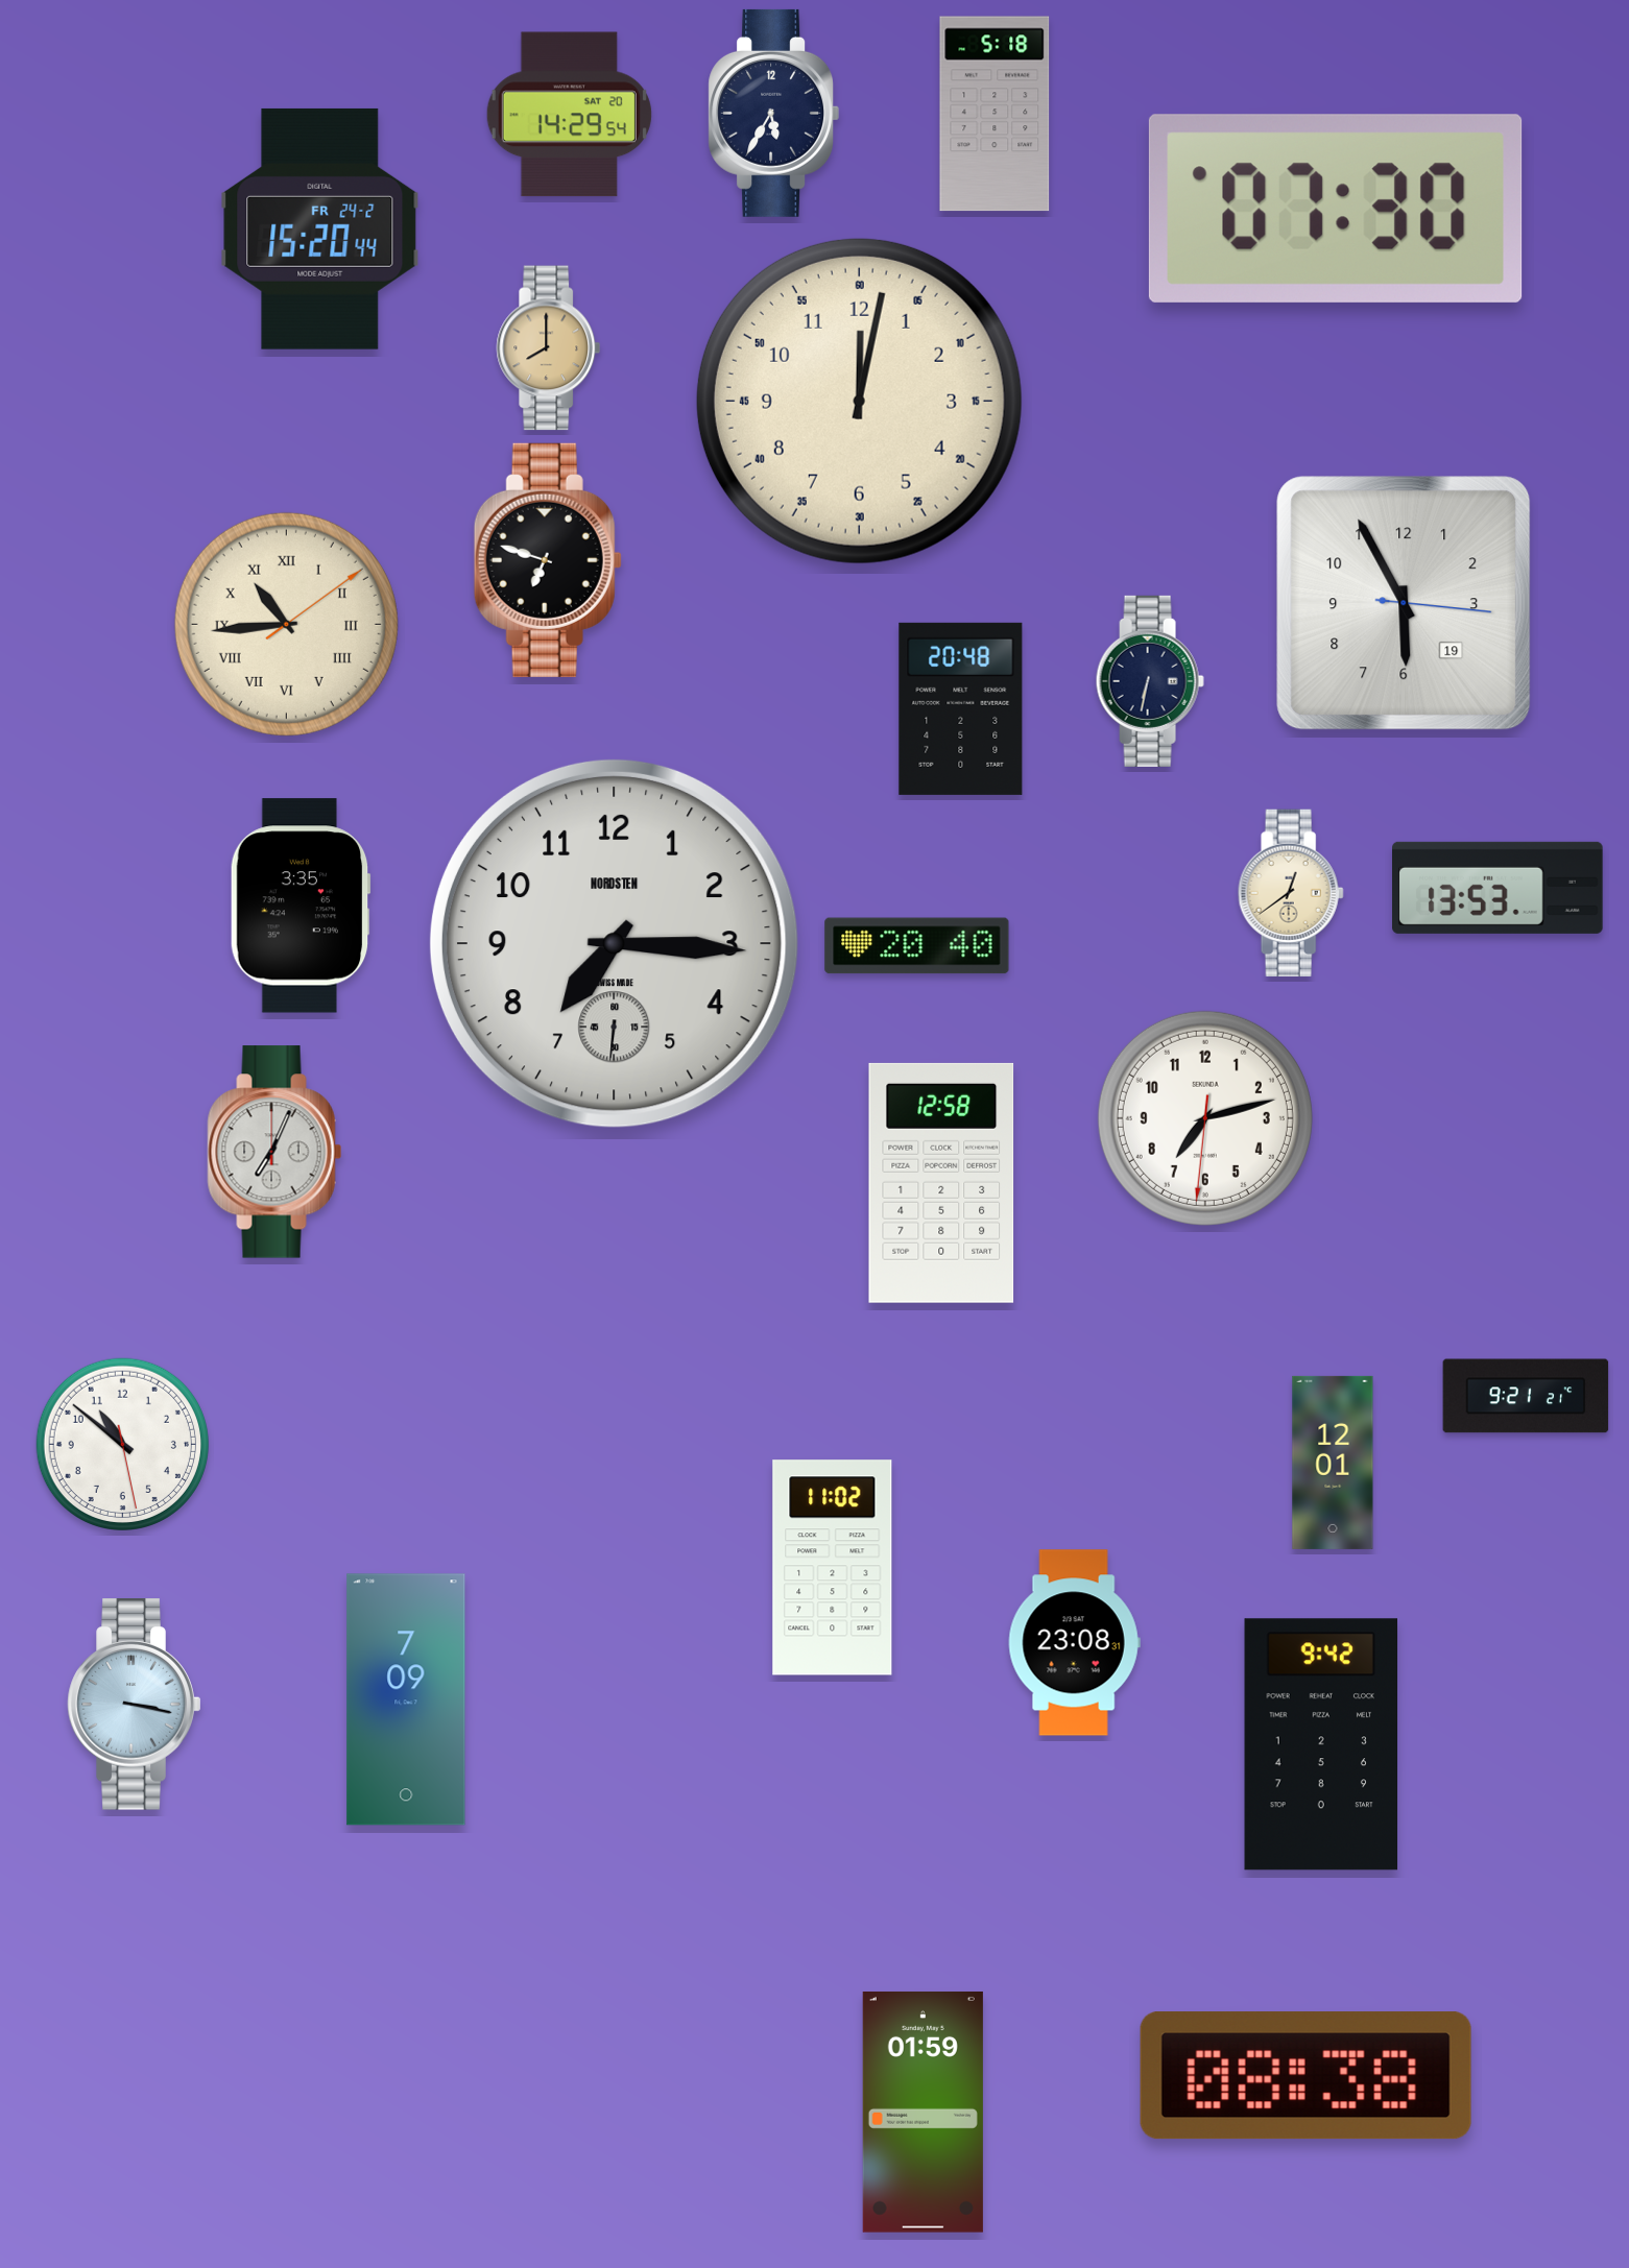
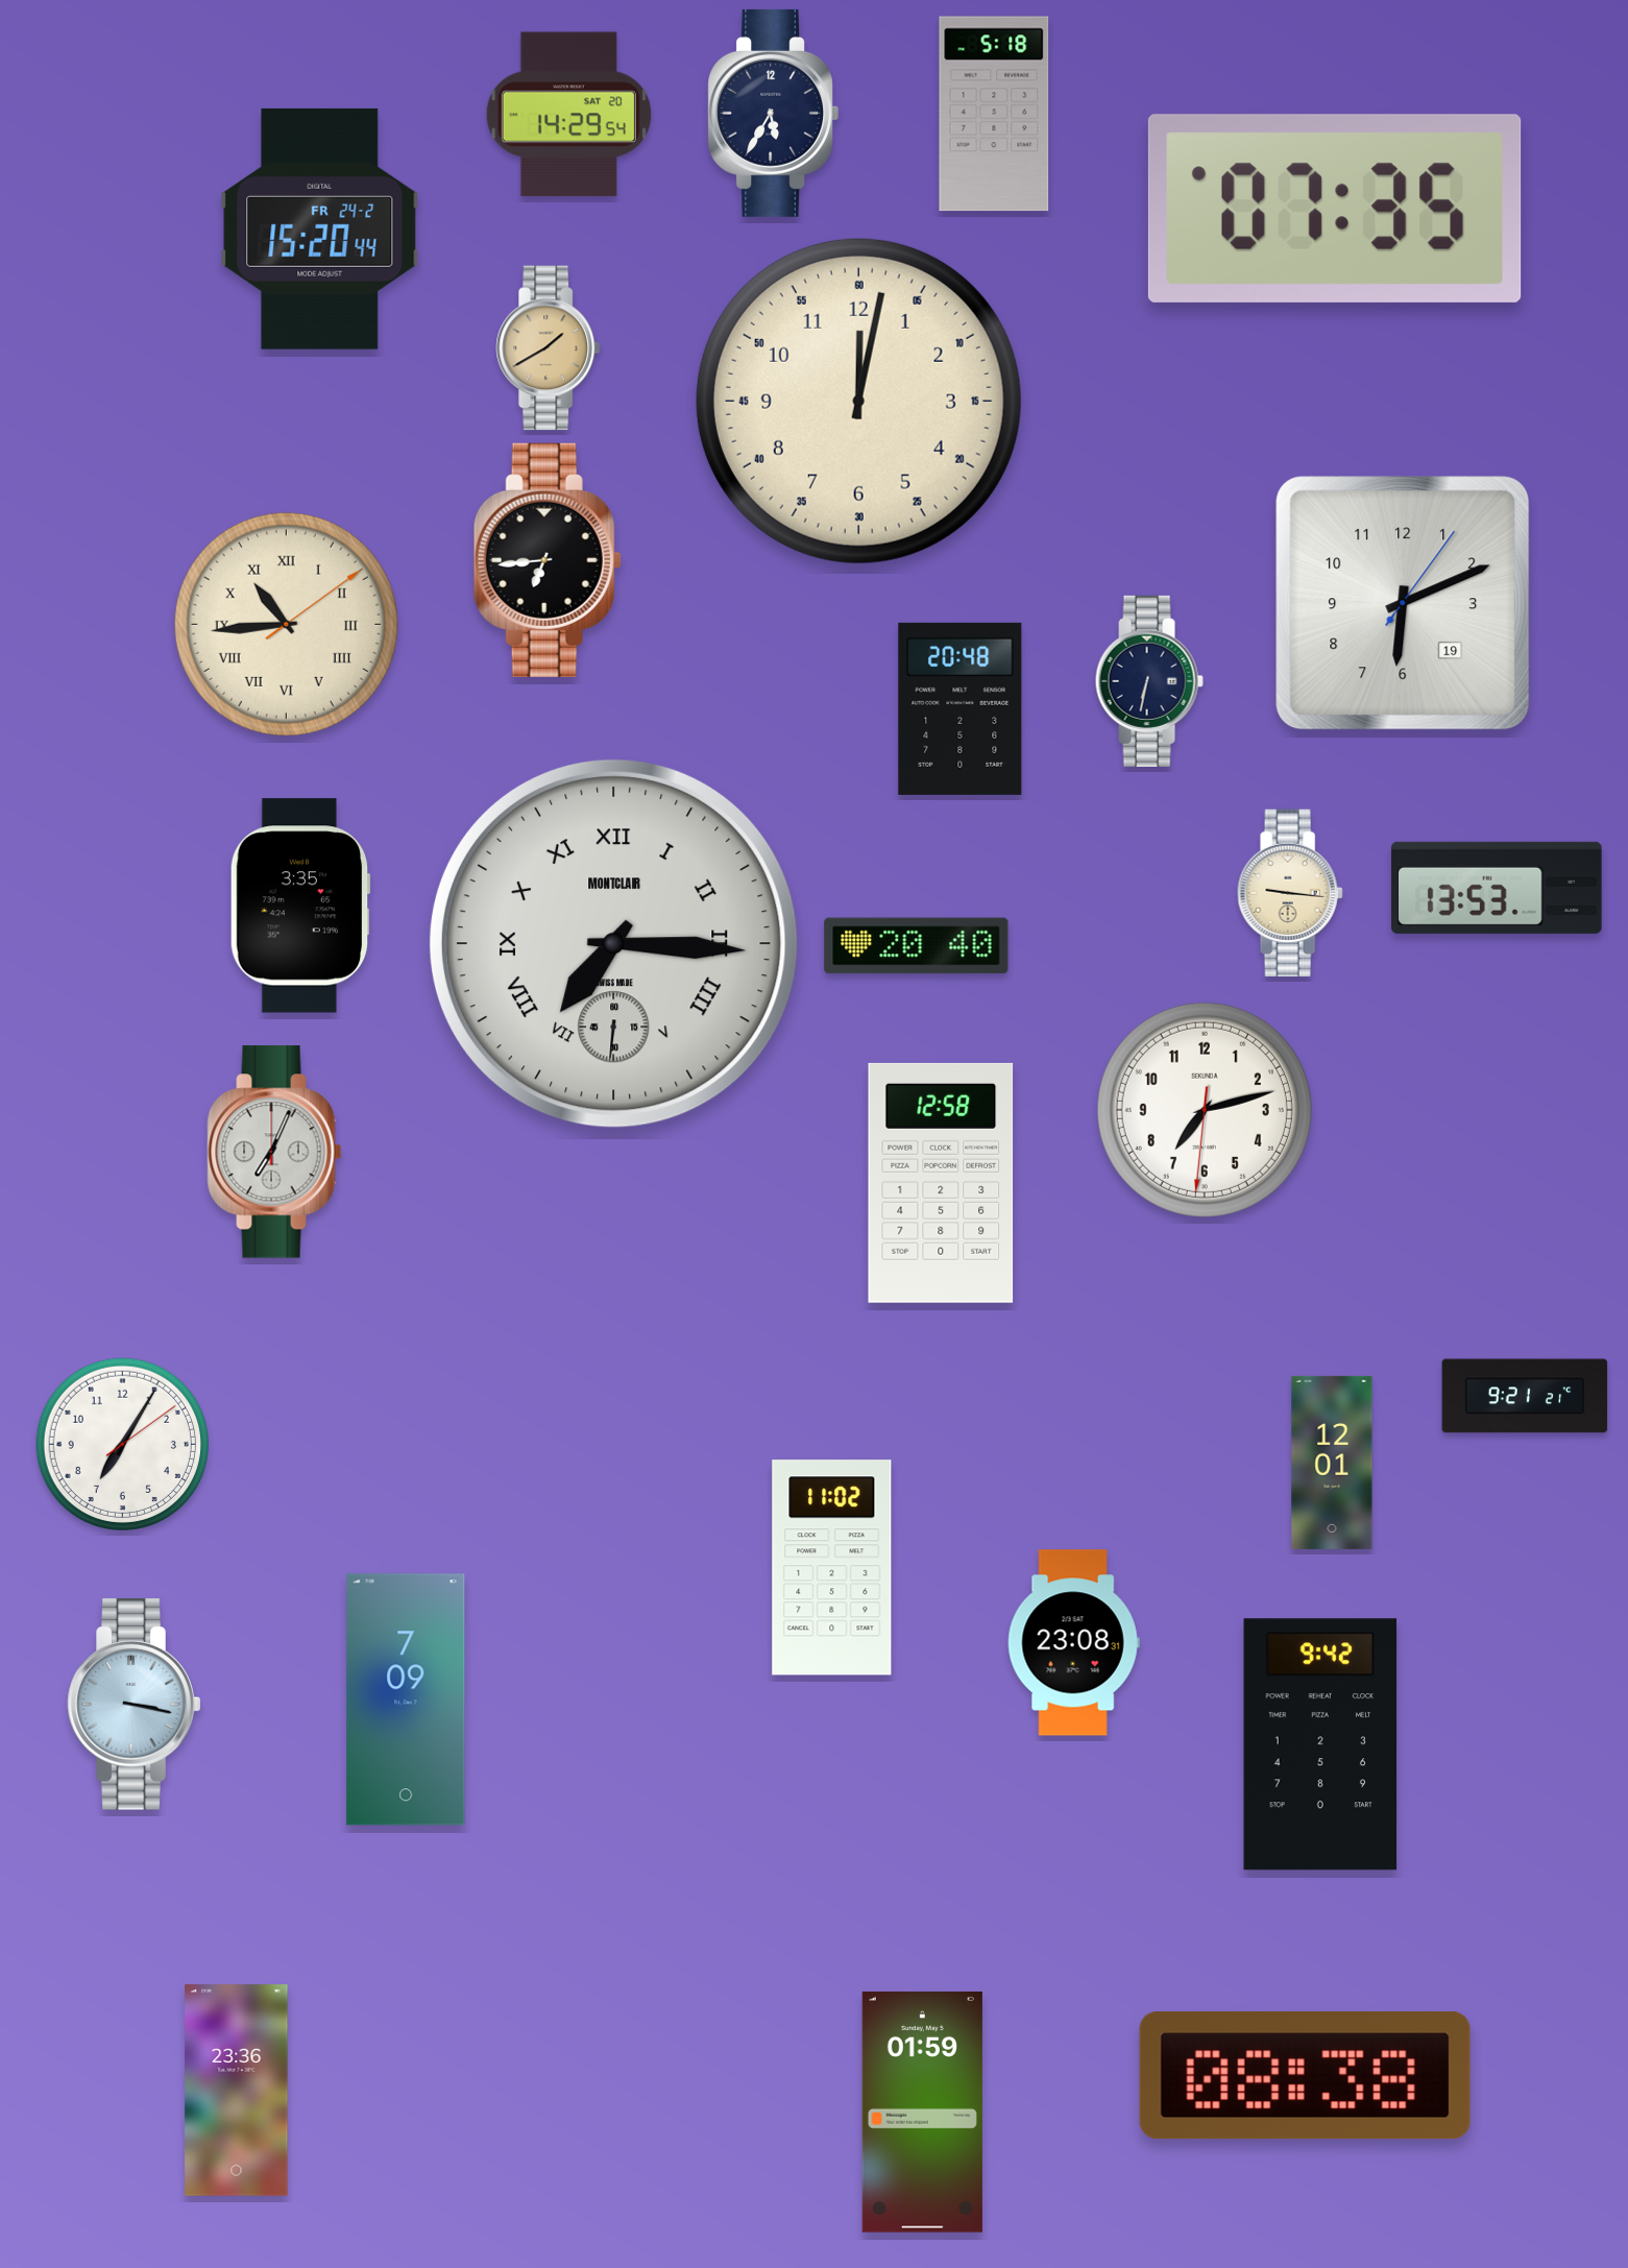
clock at (1336, 209): 07:30 -> 07:35
clock at (549, 348): 8:00 -> 1:40
clock at (548, 560): 6:48 -> 6:44
clock at (1404, 603): 5:55 -> 6:11
clock at (1291, 893): 12:39 -> 9:16
clock at (614, 943) numerals: Arabic -> Roman
clock at (614, 943) brand: NORDSTEN -> MONTCLAIR
clock at (1205, 1118) position: (1205, 1118) -> (1205, 1110)
clock at (122, 1444): 10:51 -> 7:05
clock at (237, 2091): none -> 23:36
